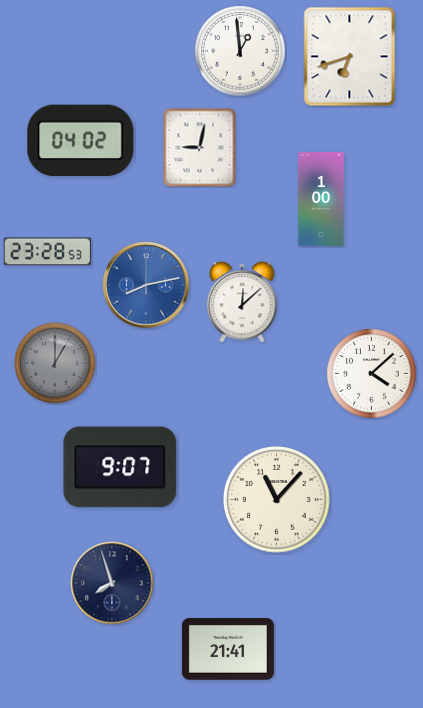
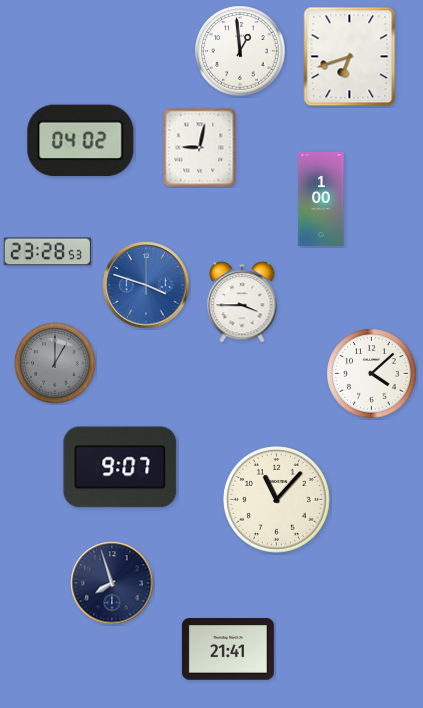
clock at (146, 285): 8:13 -> 3:48
clock at (242, 302): 12:08 -> 3:45
